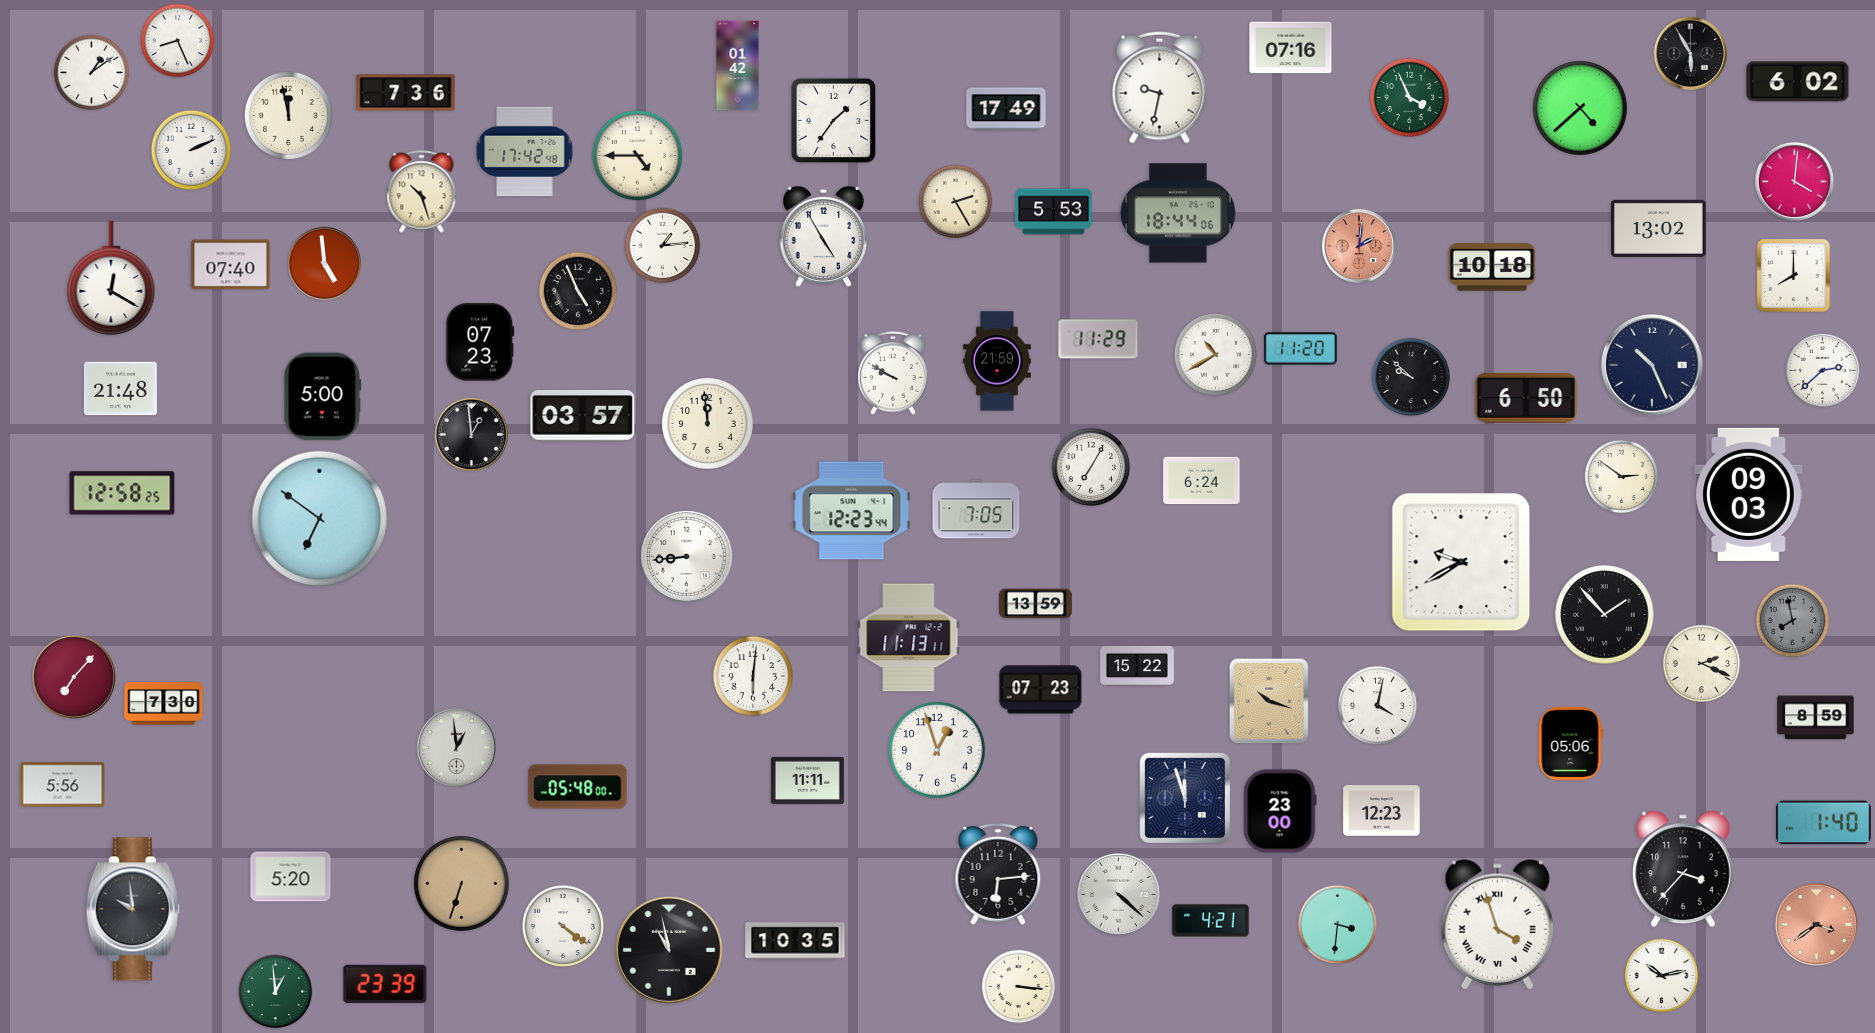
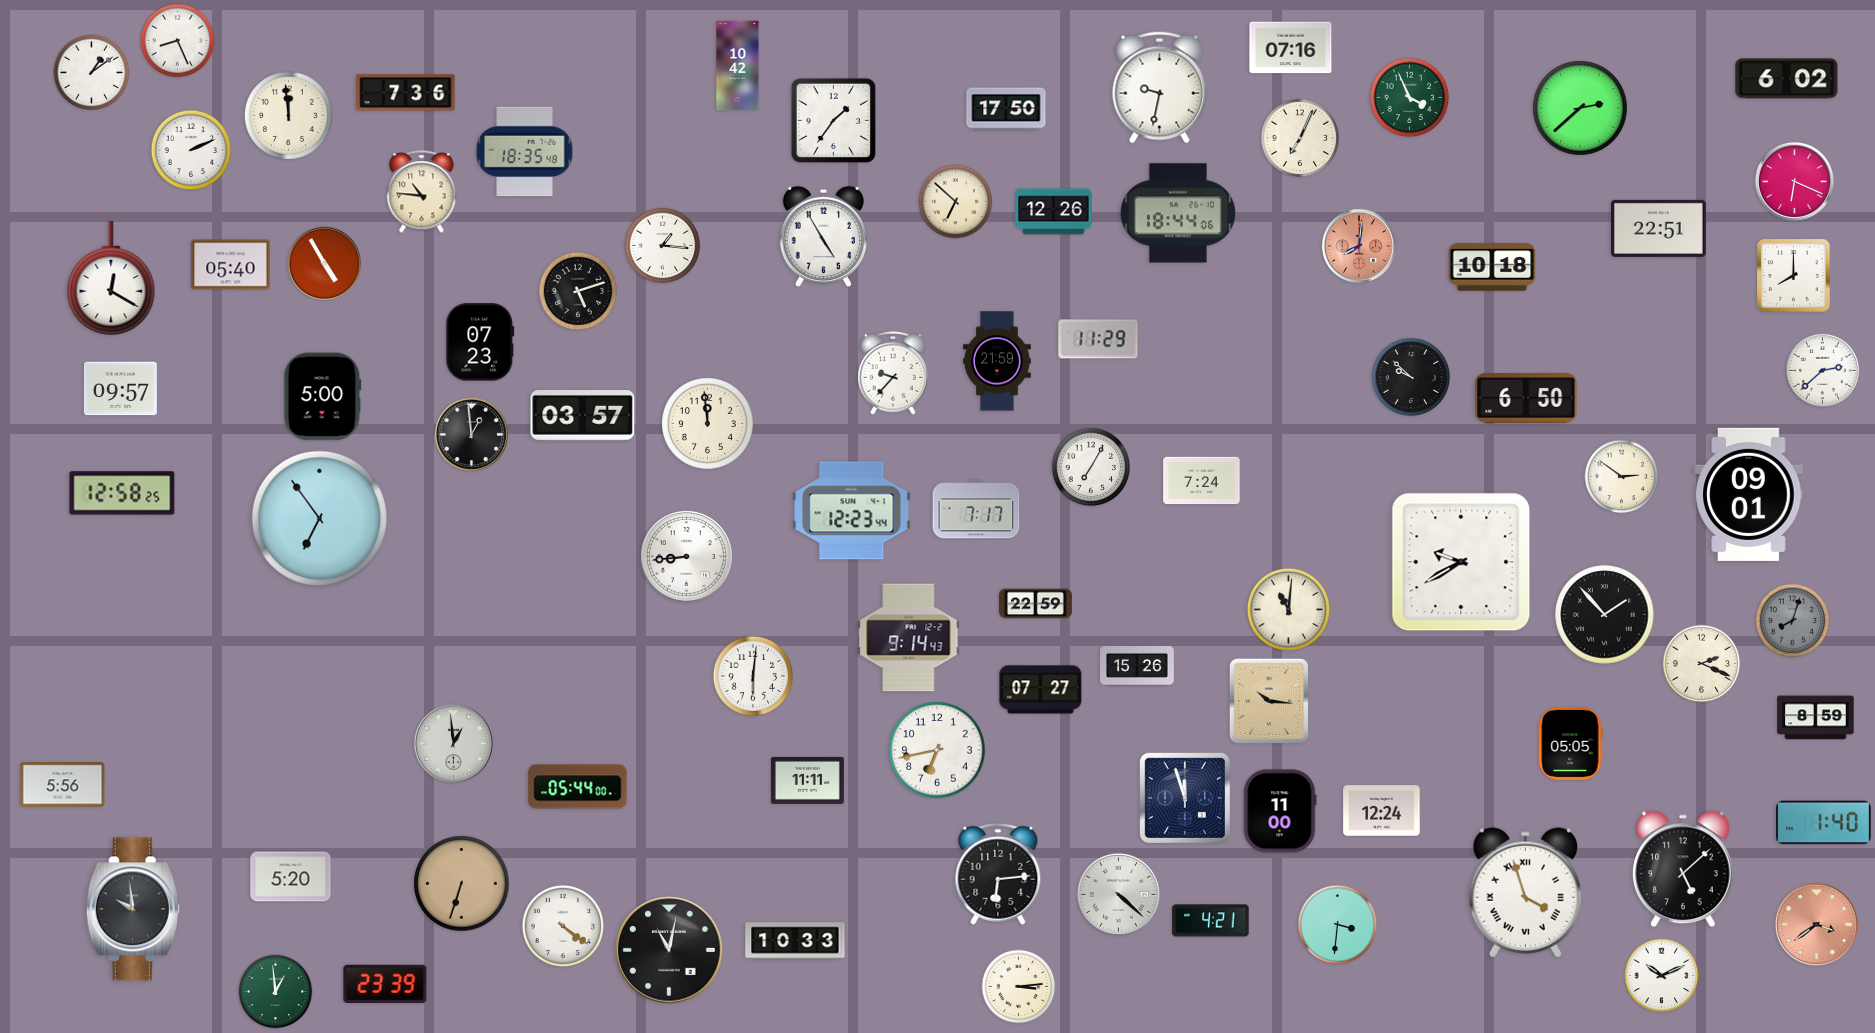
clock at (1690, 53): 5:55 -> none
clock at (738, 66): 01:42 -> 10:42
clock at (1798, 82) position: (1798, 82) -> (1787, 79)
clock at (1580, 108): 4:38 -> 2:38
clock at (1006, 109): 17:49 -> 17:50
clock at (288, 115): 11:58 -> 11:59
clock at (1300, 138): none -> 7:04
clock at (525, 152): 17:42 -> 18:35
clock at (637, 155): 4:45 -> none
clock at (1794, 181): 4:01 -> 6:19
clock at (422, 192): 10:27 -> 10:46
clock at (956, 202): 2:25 -> 6:52
clock at (1054, 212): 5:53 -> 12:26
clock at (1659, 228): 13:02 -> 22:51
clock at (663, 246): 1:14 -> 1:16
clock at (1359, 246): 2:01 -> 8:01
clock at (324, 263): 4:59 -> 4:55
clock at (231, 265): 07:40 -> 05:40
clock at (578, 291): 4:56 -> 5:12
clock at (1300, 349): 11:20 -> none
clock at (1215, 354): 10:40 -> none
clock at (1653, 366): 10:26 -> none
clock at (893, 373): 9:50 -> 9:37
clock at (120, 389): 21:48 -> 09:57
clock at (1202, 481): 6:24 -> 7:24
clock at (1749, 494): 09:03 -> 09:01
clock at (976, 509): 7:05 -> 7:17
clock at (319, 518): 6:51 -> 6:54
clock at (1035, 604): 13:59 -> 22:59
clock at (1288, 609): none -> 11:01
clock at (1793, 621): 7:58 -> 8:03
clock at (909, 638): 11:13 -> 9:14
clock at (1138, 666): 15:22 -> 15:26
clock at (74, 677): 7:07 -> none
clock at (1041, 690): 07:23 -> 07:27
clock at (1269, 701): 10:18 -> 10:16
clock at (164, 704): 7:30 -> none
clock at (1378, 706): 4:02 -> none
clock at (1570, 743): 05:06 -> 05:05
clock at (456, 747) position: (456, 747) -> (453, 743)
clock at (937, 750): 12:57 -> 6:43
clock at (578, 787): 05:48 -> 05:44
clock at (1280, 811): 23:00 -> 11:00
clock at (1382, 811): 12:23 -> 12:24
clock at (1684, 869): 3:37 -> 5:08
clock at (1497, 925) position: (1497, 925) -> (1525, 893)
clock at (795, 941): 10:35 -> 10:33
clock at (669, 950): 10:58 -> 11:02
clock at (1662, 976): 10:13 -> 10:11
clock at (1019, 987): 3:16 -> 3:14
